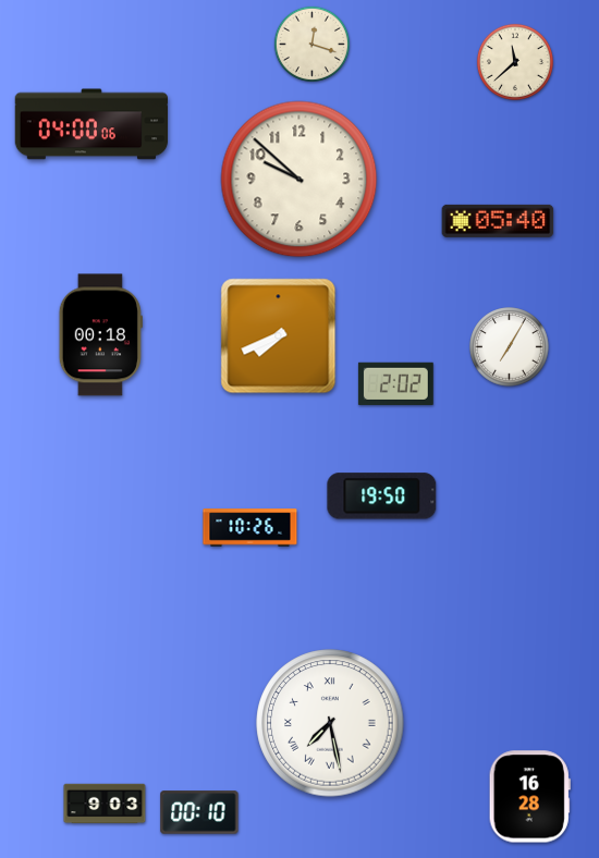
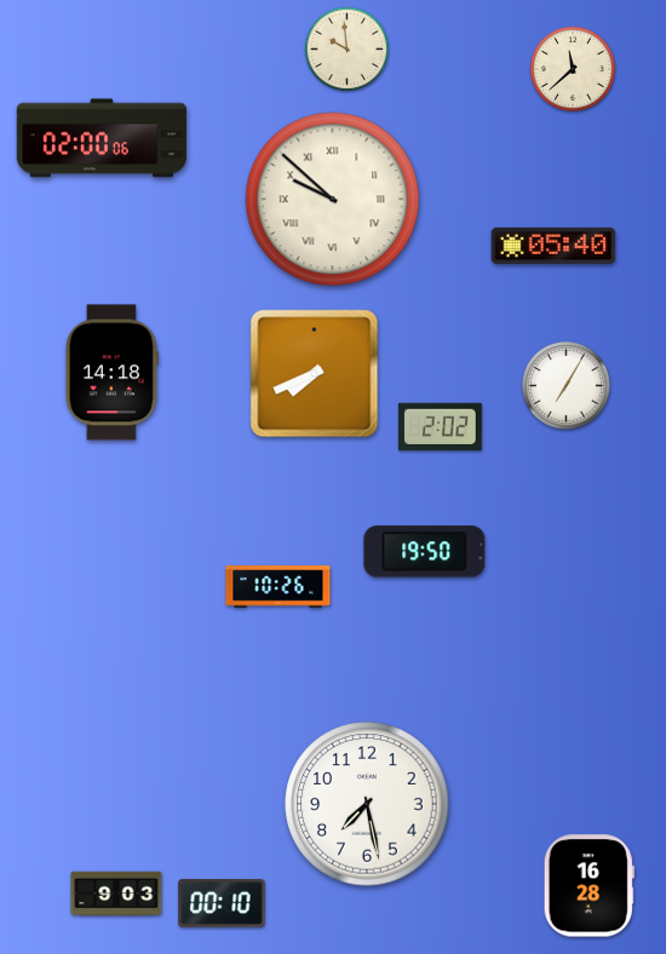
clock at (311, 44): 12:18 -> 9:59
clock at (91, 124): 04:00 -> 02:00
clock at (299, 180) numerals: Arabic -> Roman
clock at (100, 335): 00:18 -> 14:18
clock at (279, 336) position: (279, 336) -> (315, 374)
clock at (330, 723) numerals: Roman -> Arabic
